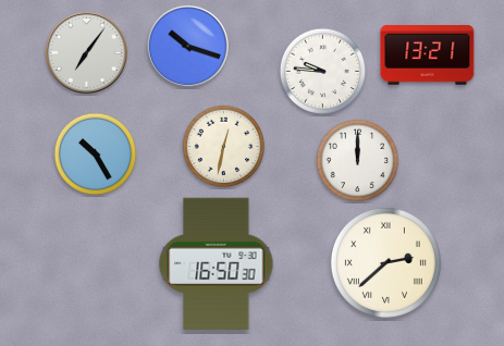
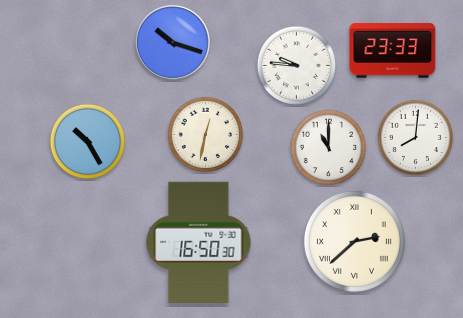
clock at (86, 52): 7:06 -> none
clock at (428, 55): 13:21 -> 23:33
clock at (416, 138): none -> 8:01
clock at (358, 161): 12:00 -> 11:00
